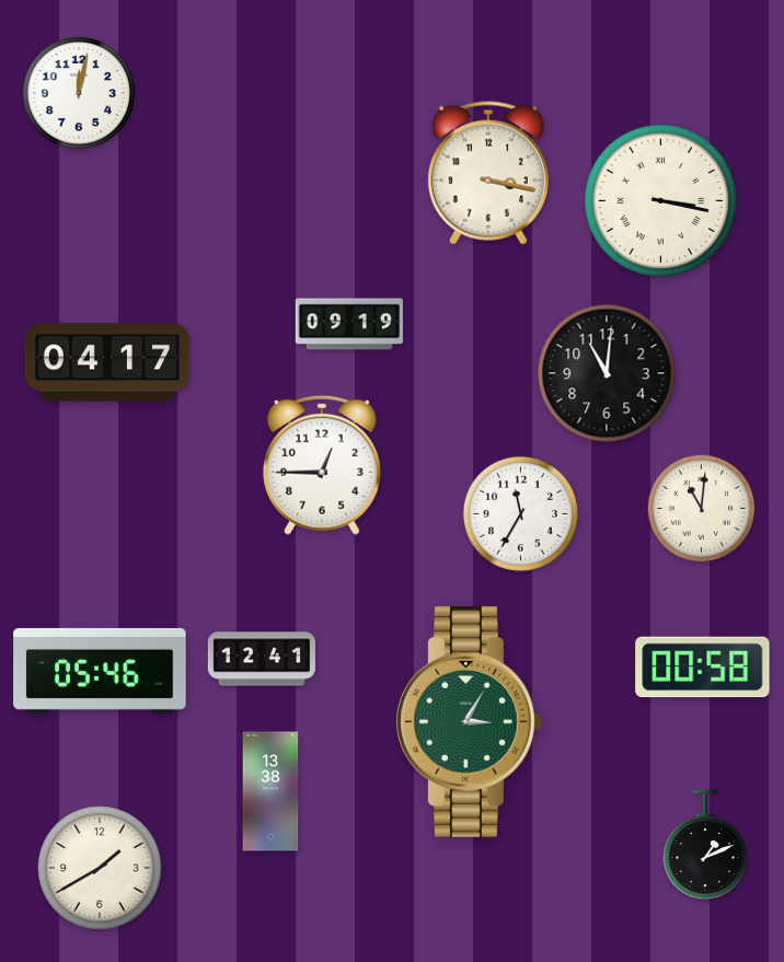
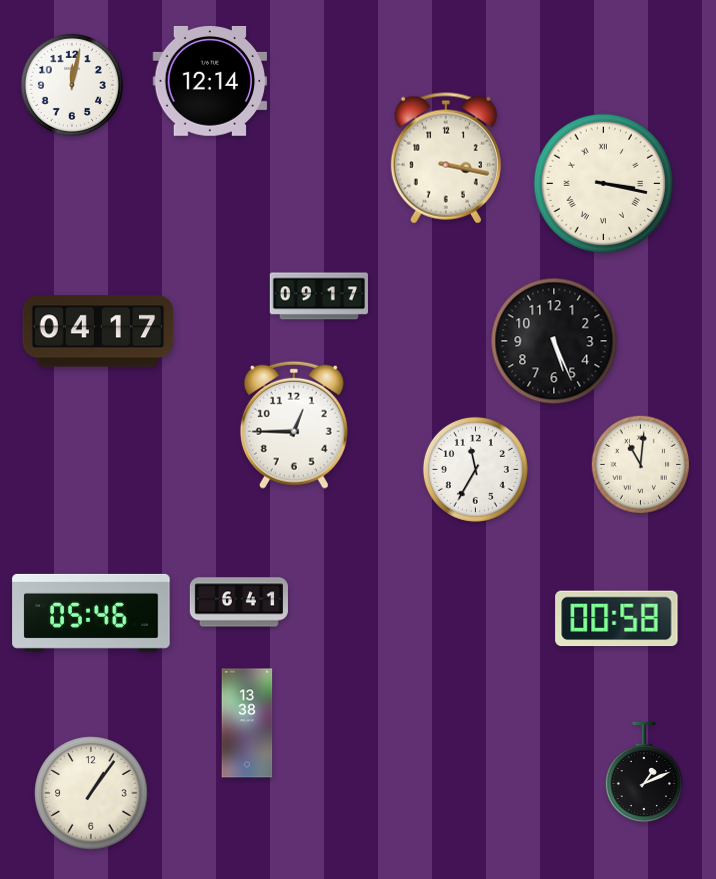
clock at (210, 81): none -> 12:14
clock at (349, 324): 09:19 -> 09:17
clock at (607, 373): 11:01 -> 5:26
clock at (262, 659): 12:41 -> 6:41
clock at (703, 668) position: (703, 668) -> (617, 619)
clock at (470, 721): 3:05 -> none
clock at (100, 868): 1:40 -> 1:06
